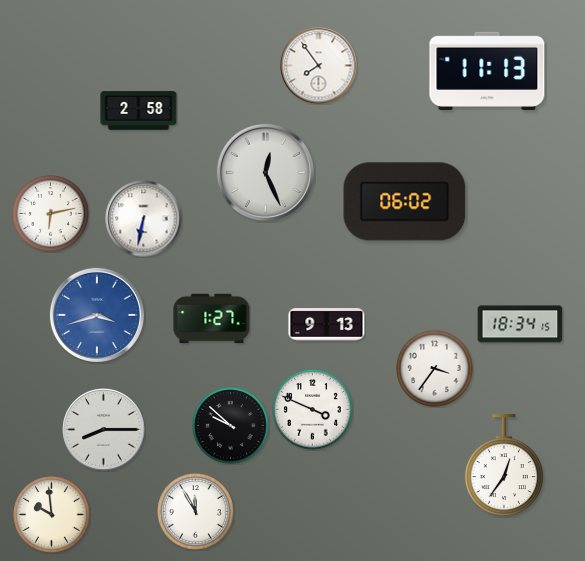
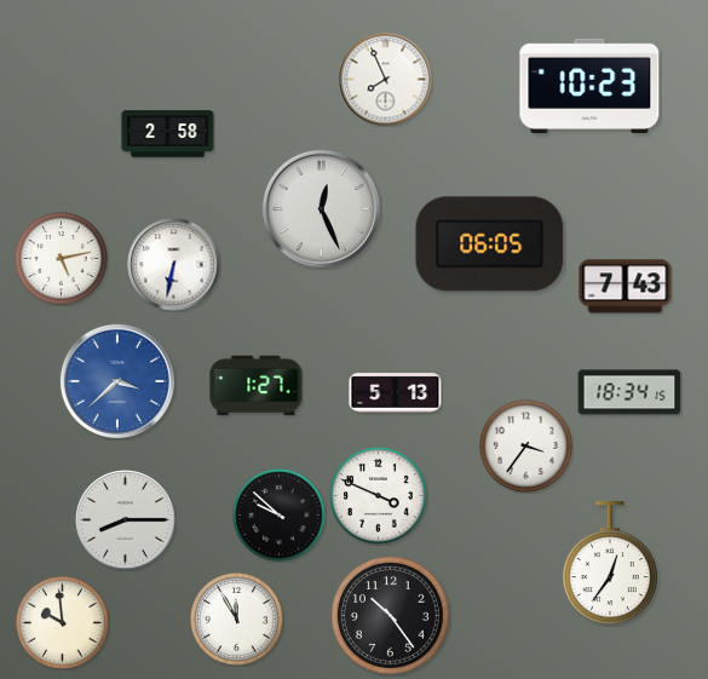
clock at (319, 66): 7:54 -> 7:56
clock at (487, 71): 11:13 -> 10:23
clock at (405, 202): 06:02 -> 06:05
clock at (51, 214): 6:13 -> 5:13
clock at (626, 287): none -> 7:43
clock at (97, 315): 3:42 -> 3:38
clock at (327, 325): 9:13 -> 5:13
clock at (390, 615): none -> 10:24
